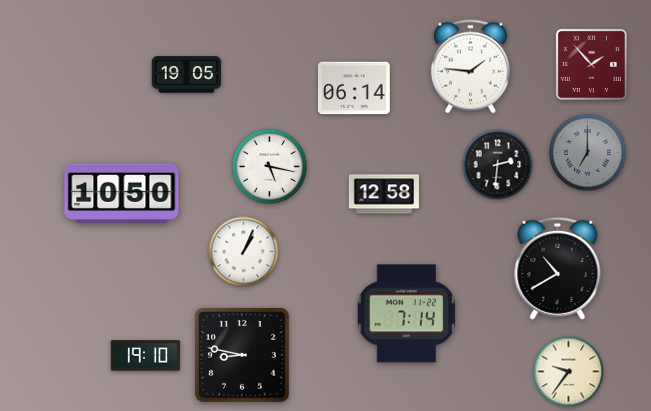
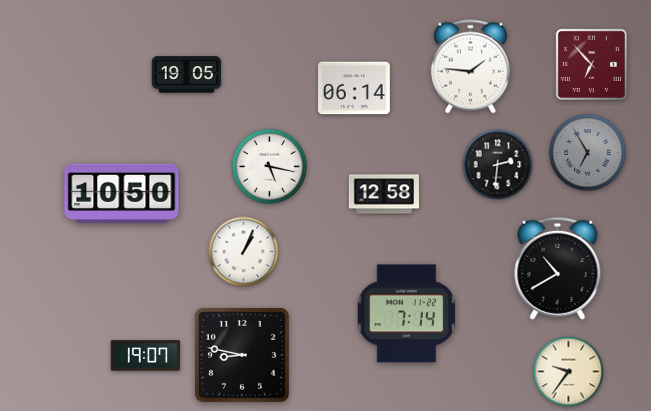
clock at (591, 64): 1:53 -> 6:53
clock at (587, 152): 7:00 -> 6:55
clock at (146, 356): 19:10 -> 19:07
